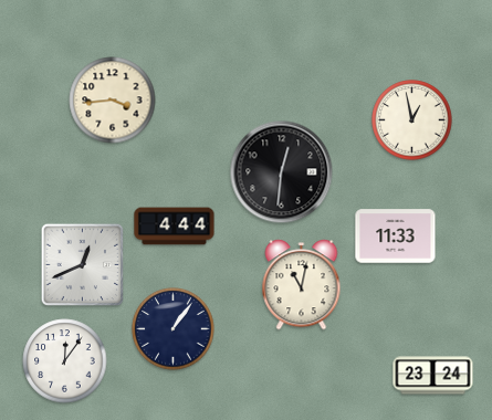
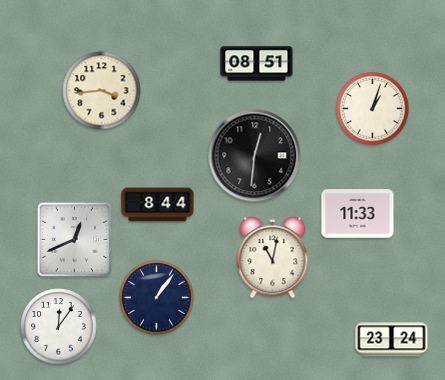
clock at (257, 64): none -> 08:51
clock at (412, 120): 12:58 -> 1:03
clock at (175, 227): 4:44 -> 8:44
